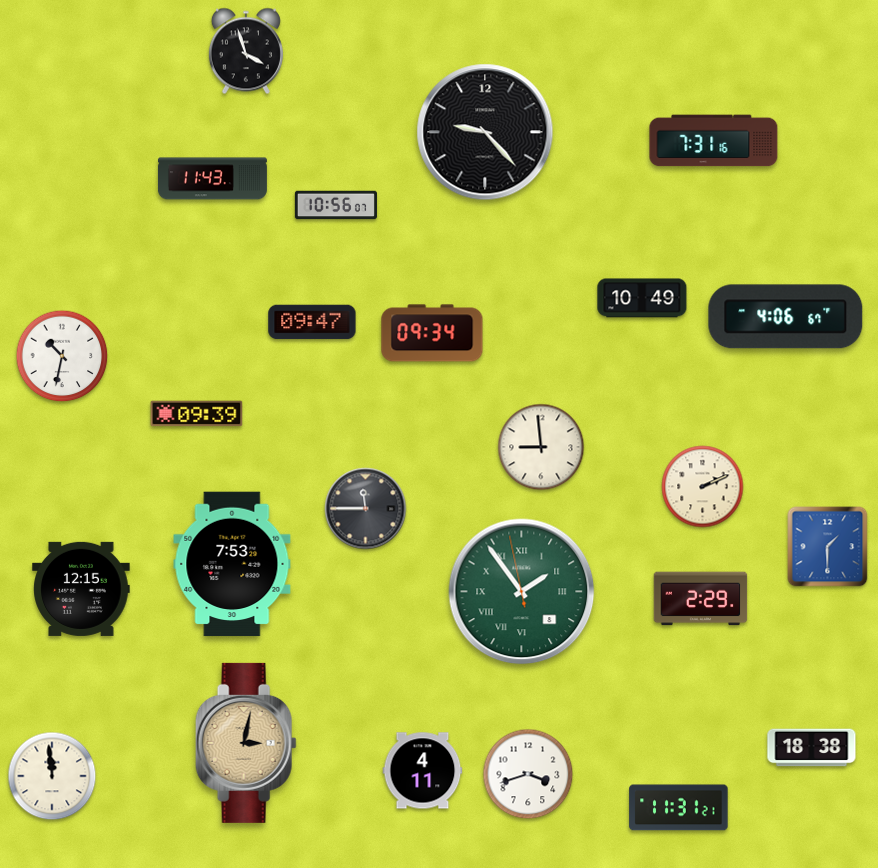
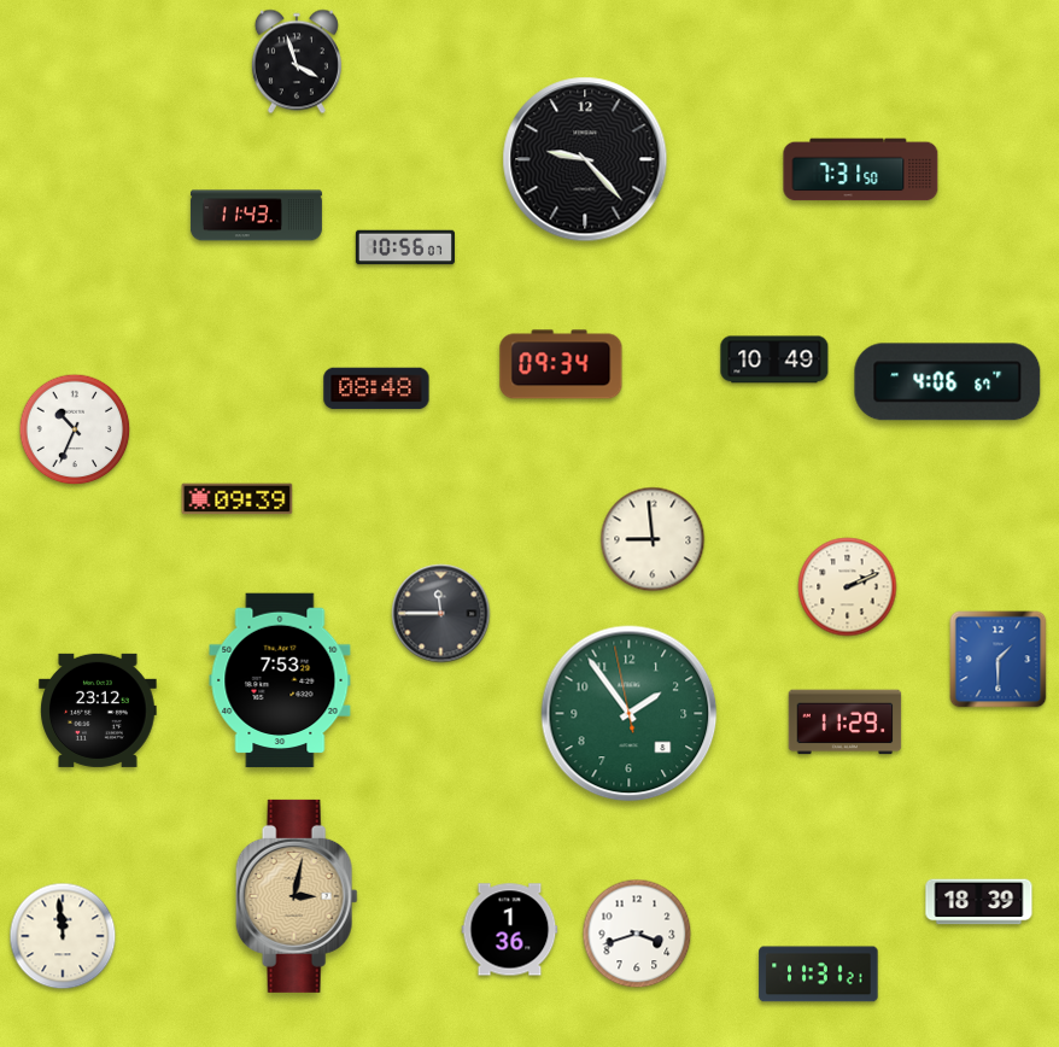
clock at (714, 141): 7:31:16 -> 7:31:50
clock at (312, 322): 09:47 -> 08:48
clock at (432, 333) position: (432, 333) -> (561, 364)
clock at (62, 356): 10:32 -> 10:34
clock at (81, 589): 12:15 -> 23:12
clock at (522, 592) numerals: Roman -> Arabic
clock at (701, 599): 2:29 -> 11:29
clock at (812, 748): 18:38 -> 18:39
clock at (423, 771): 4:11 -> 1:36
